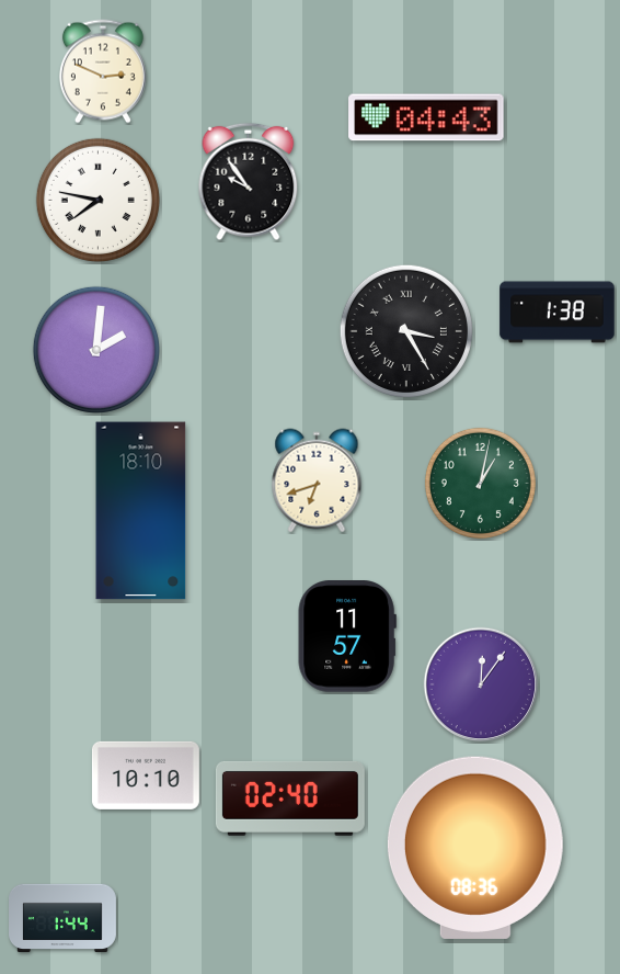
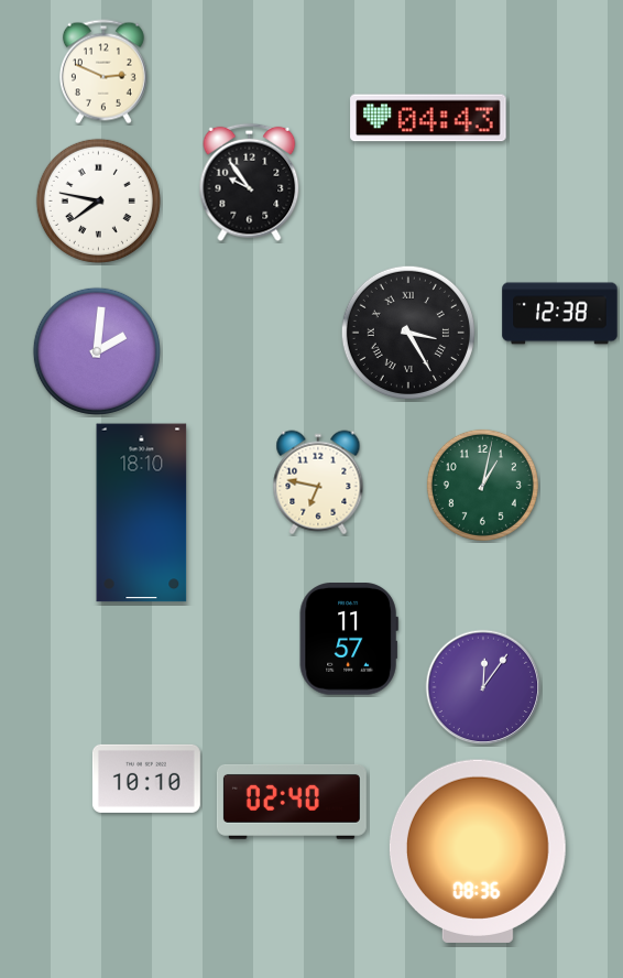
clock at (558, 313): 1:38 -> 12:38
clock at (317, 480): 6:42 -> 6:47
clock at (64, 917): 1:44 -> none
